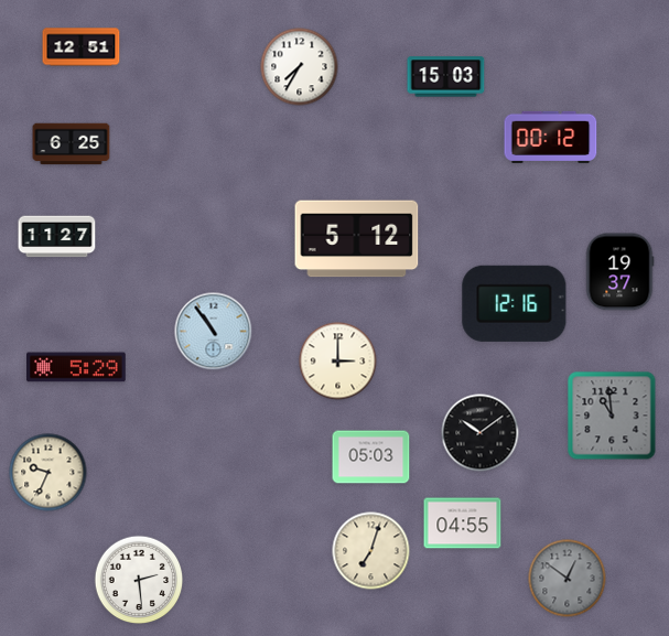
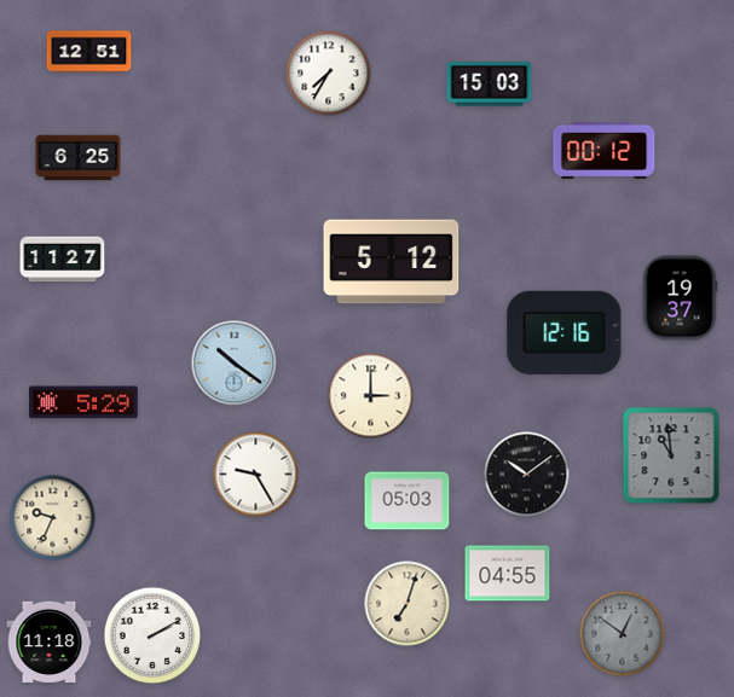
clock at (214, 332): 10:54 -> 10:21
clock at (256, 475): none -> 9:25
clock at (139, 580): 2:29 -> 2:10
clock at (50, 641): none -> 11:18
